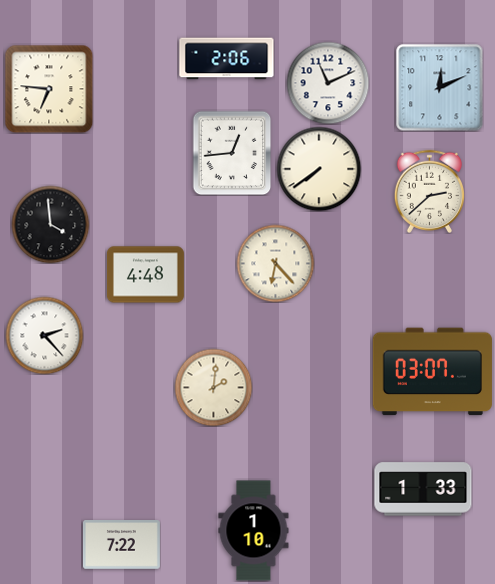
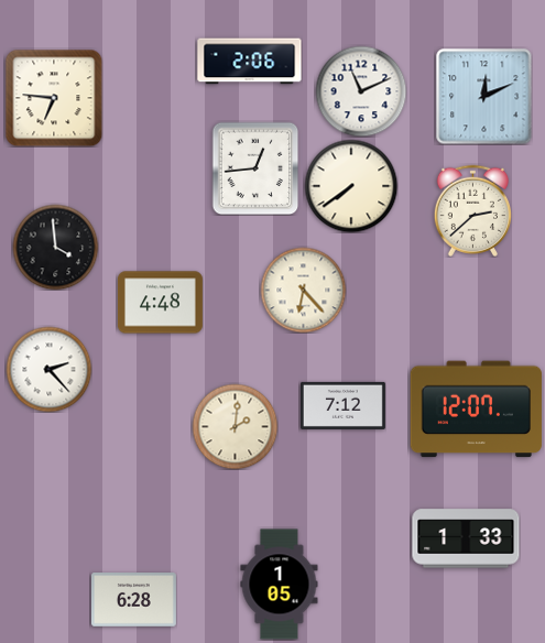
clock at (227, 59) position: (227, 59) -> (250, 62)
clock at (342, 405): none -> 7:12
clock at (432, 372): 03:07 -> 12:07
clock at (254, 531): 1:10 -> 1:05
clock at (121, 545): 7:22 -> 6:28
